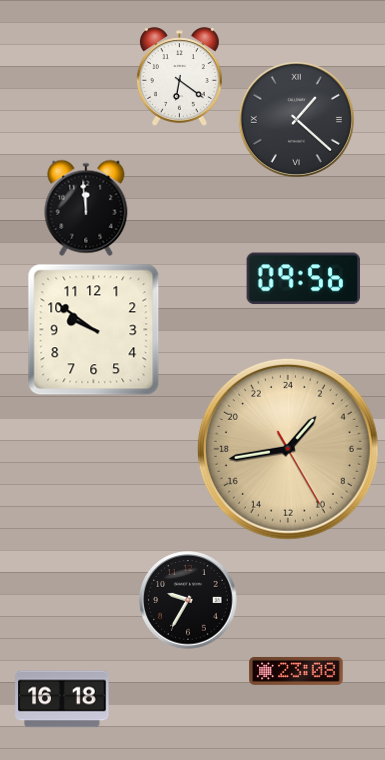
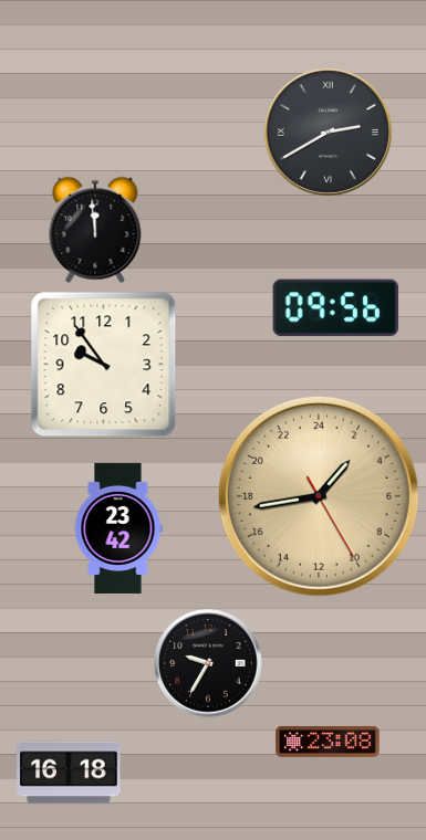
clock at (179, 77): 6:21 -> none
clock at (296, 119): 1:22 -> 2:40
clock at (94, 330): 9:51 -> 9:54
clock at (118, 528): none -> 23:42
